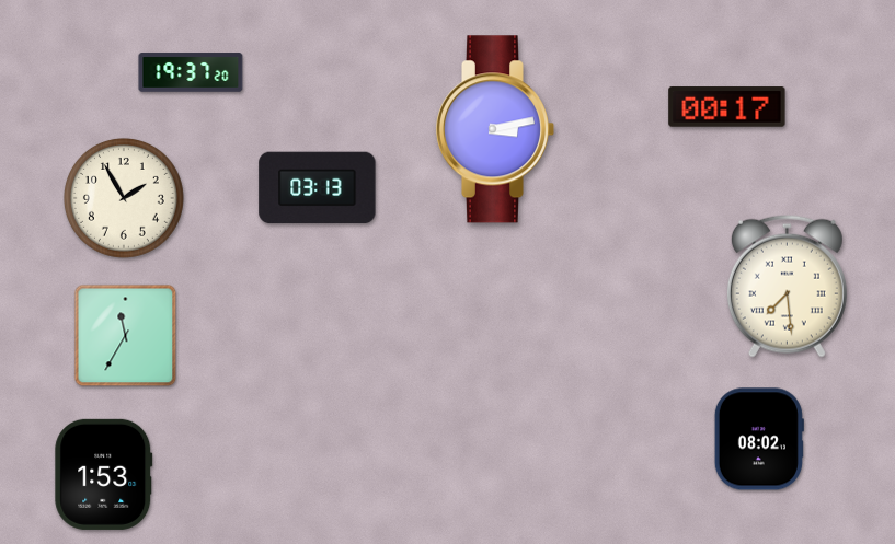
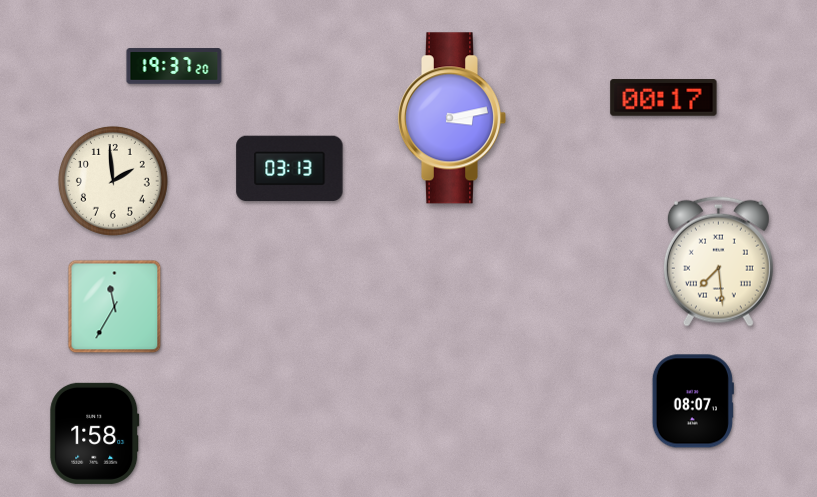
clock at (318, 188) position: (318, 188) -> (290, 169)
clock at (124, 198): 1:55 -> 1:59
clock at (759, 439): 08:02 -> 08:07
clock at (104, 474): 1:53 -> 1:58
